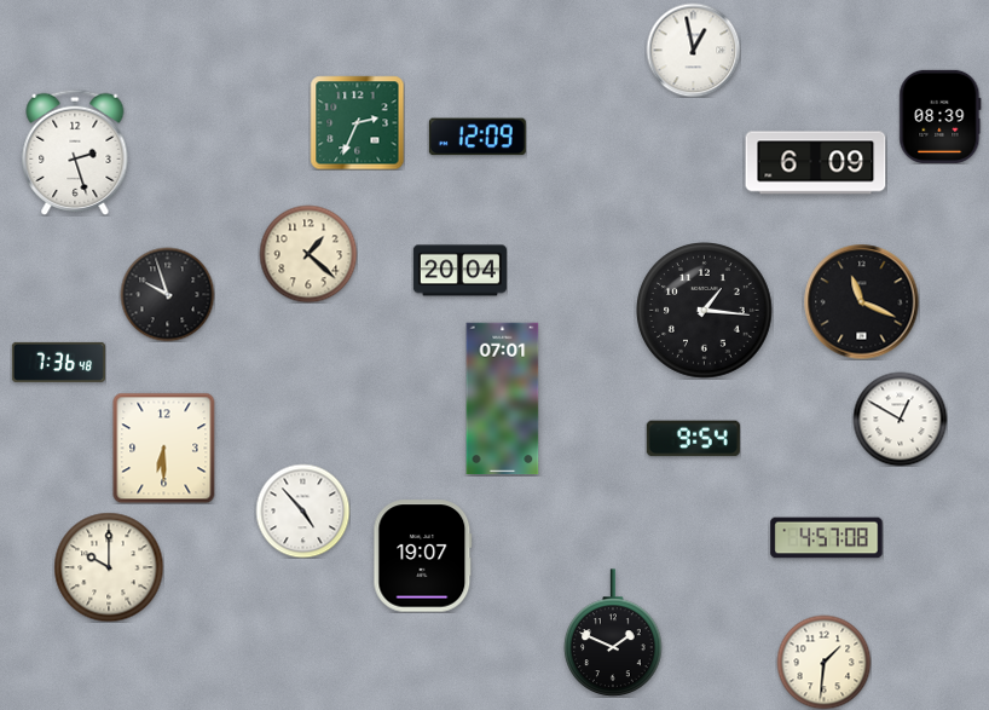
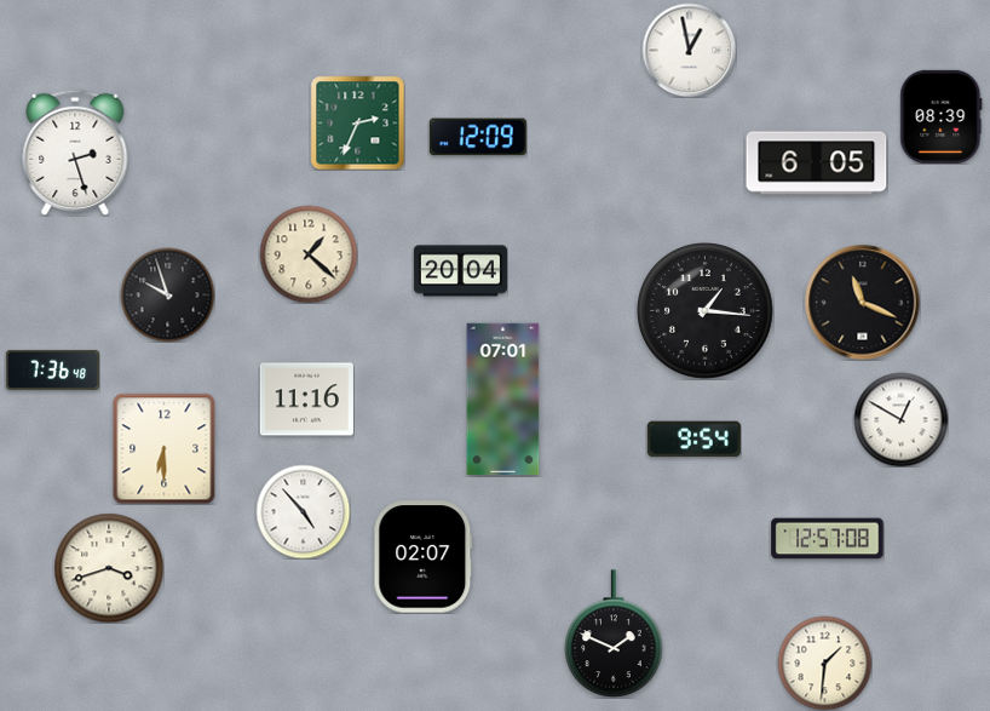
clock at (693, 50) position: (693, 50) -> (689, 50)
clock at (816, 163): 6:09 -> 6:05
clock at (58, 362) position: (58, 362) -> (52, 369)
clock at (306, 400): none -> 11:16
clock at (827, 538): 4:57 -> 12:57
clock at (423, 556): 19:07 -> 02:07
clock at (109, 567): 10:00 -> 3:42
